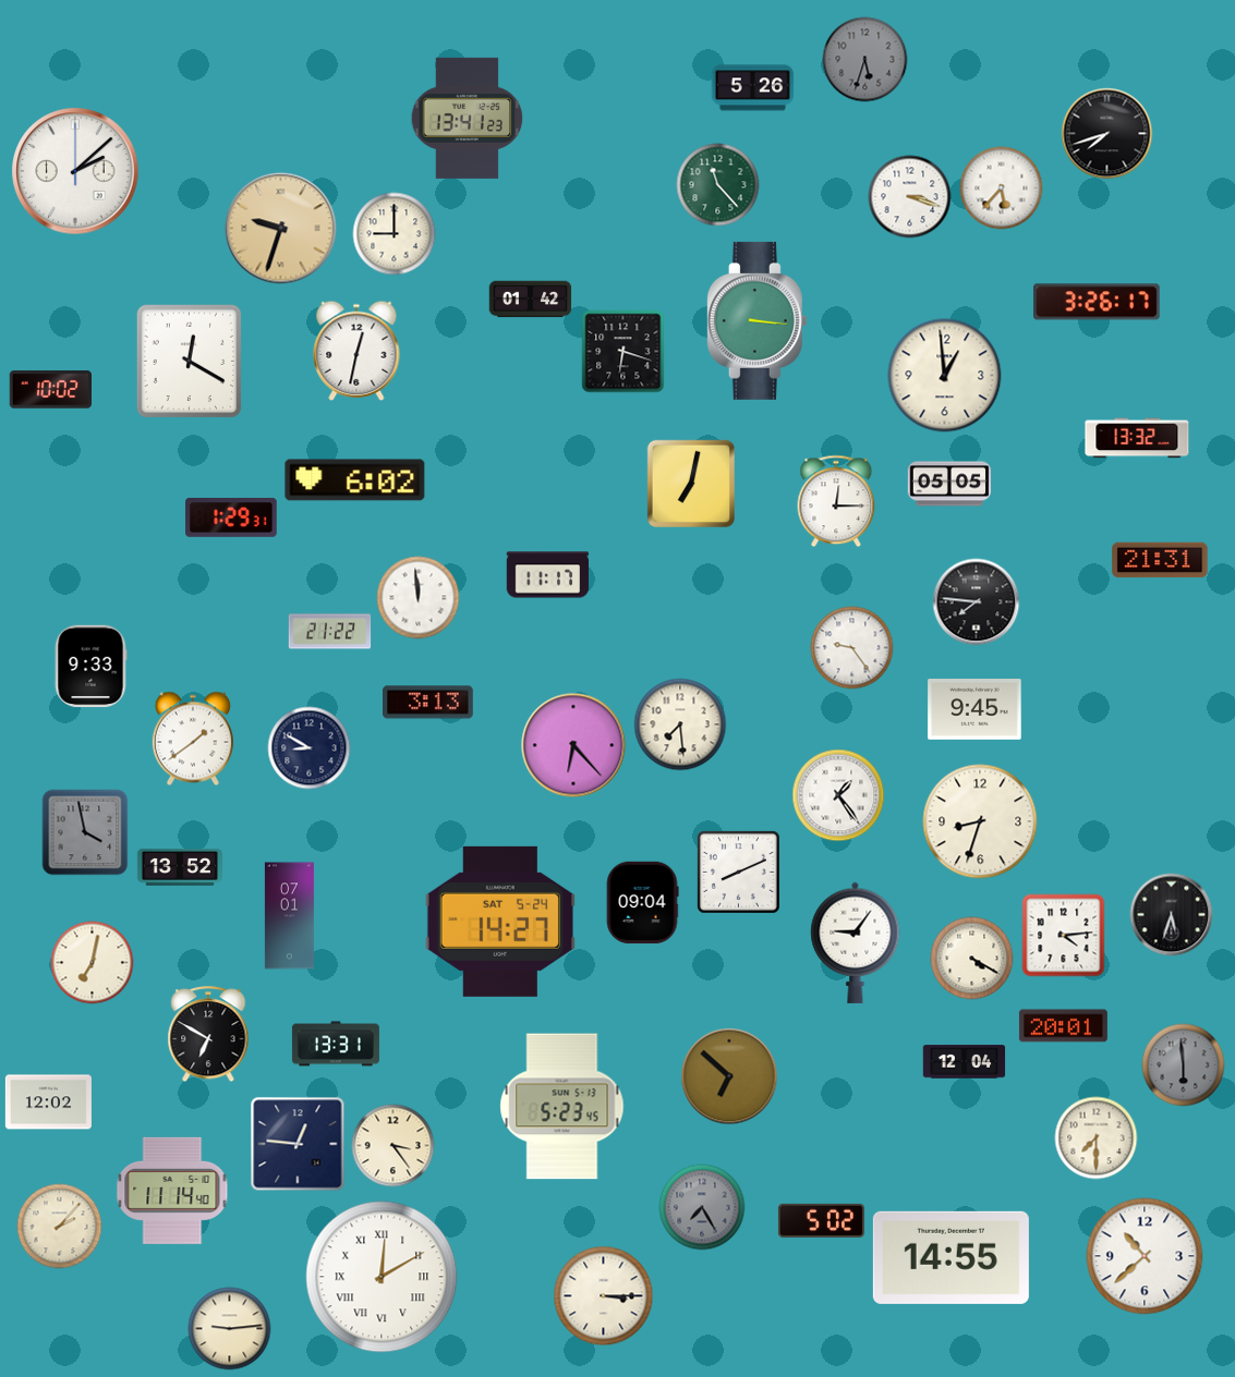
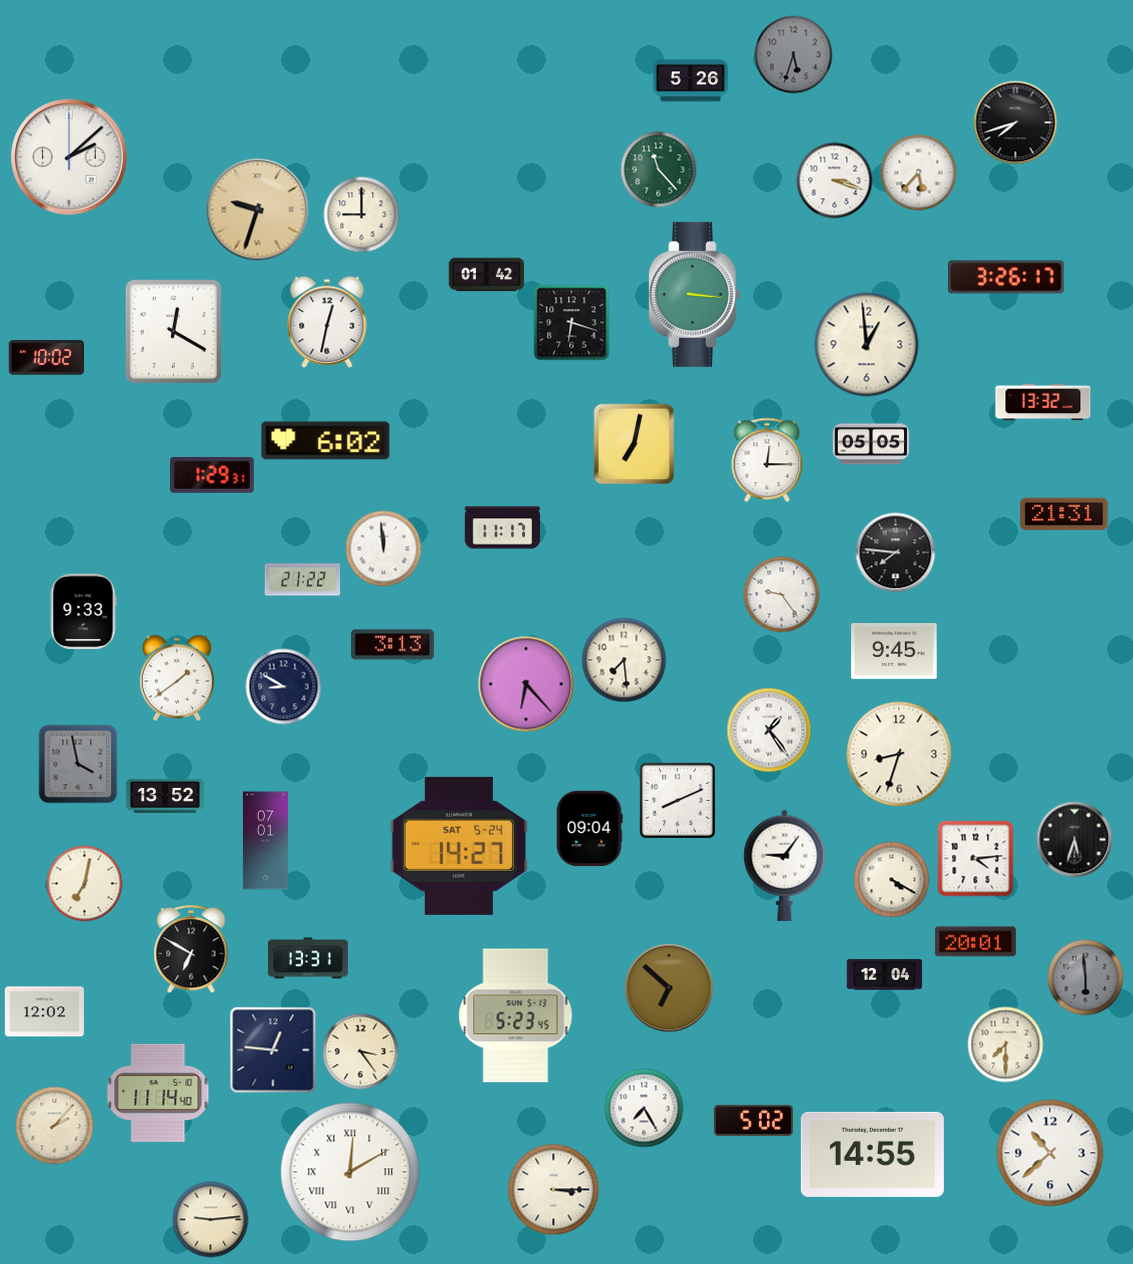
clock at (468, 118): 13:41 -> none
clock at (680, 724) position: (680, 724) -> (624, 660)
clock at (702, 1207) dial: grey -> white
